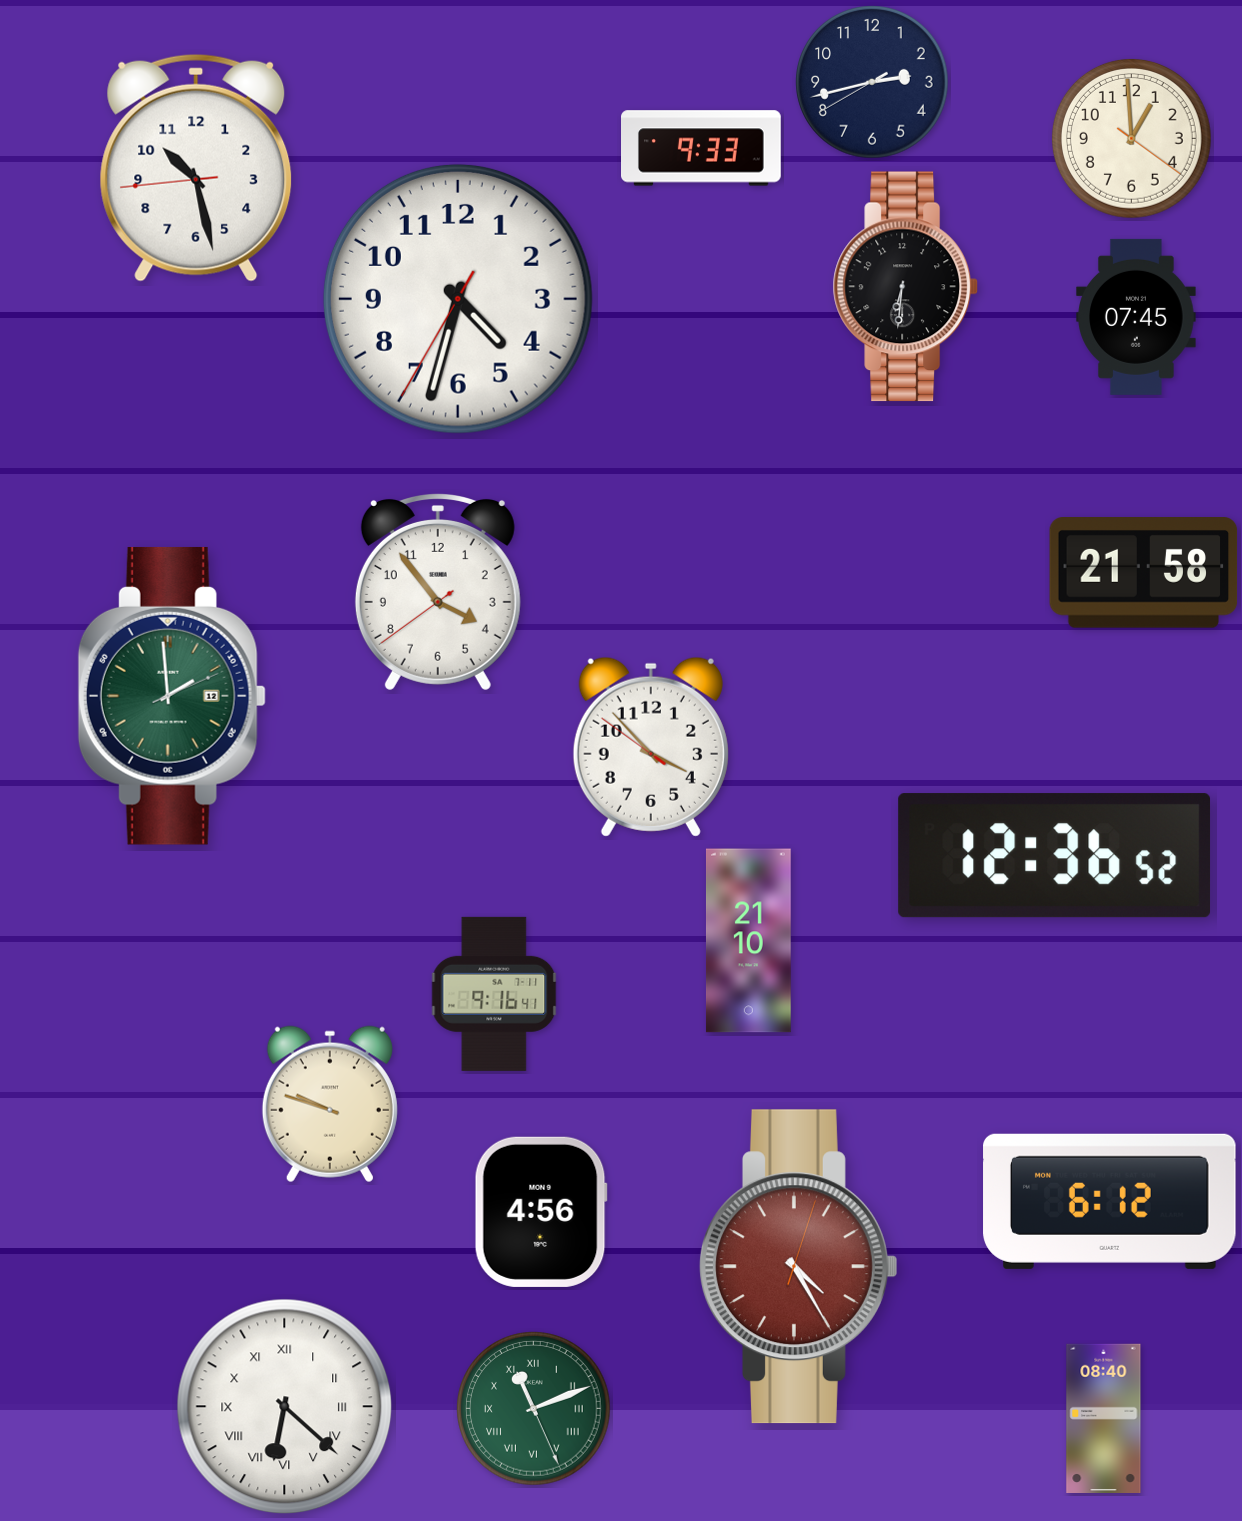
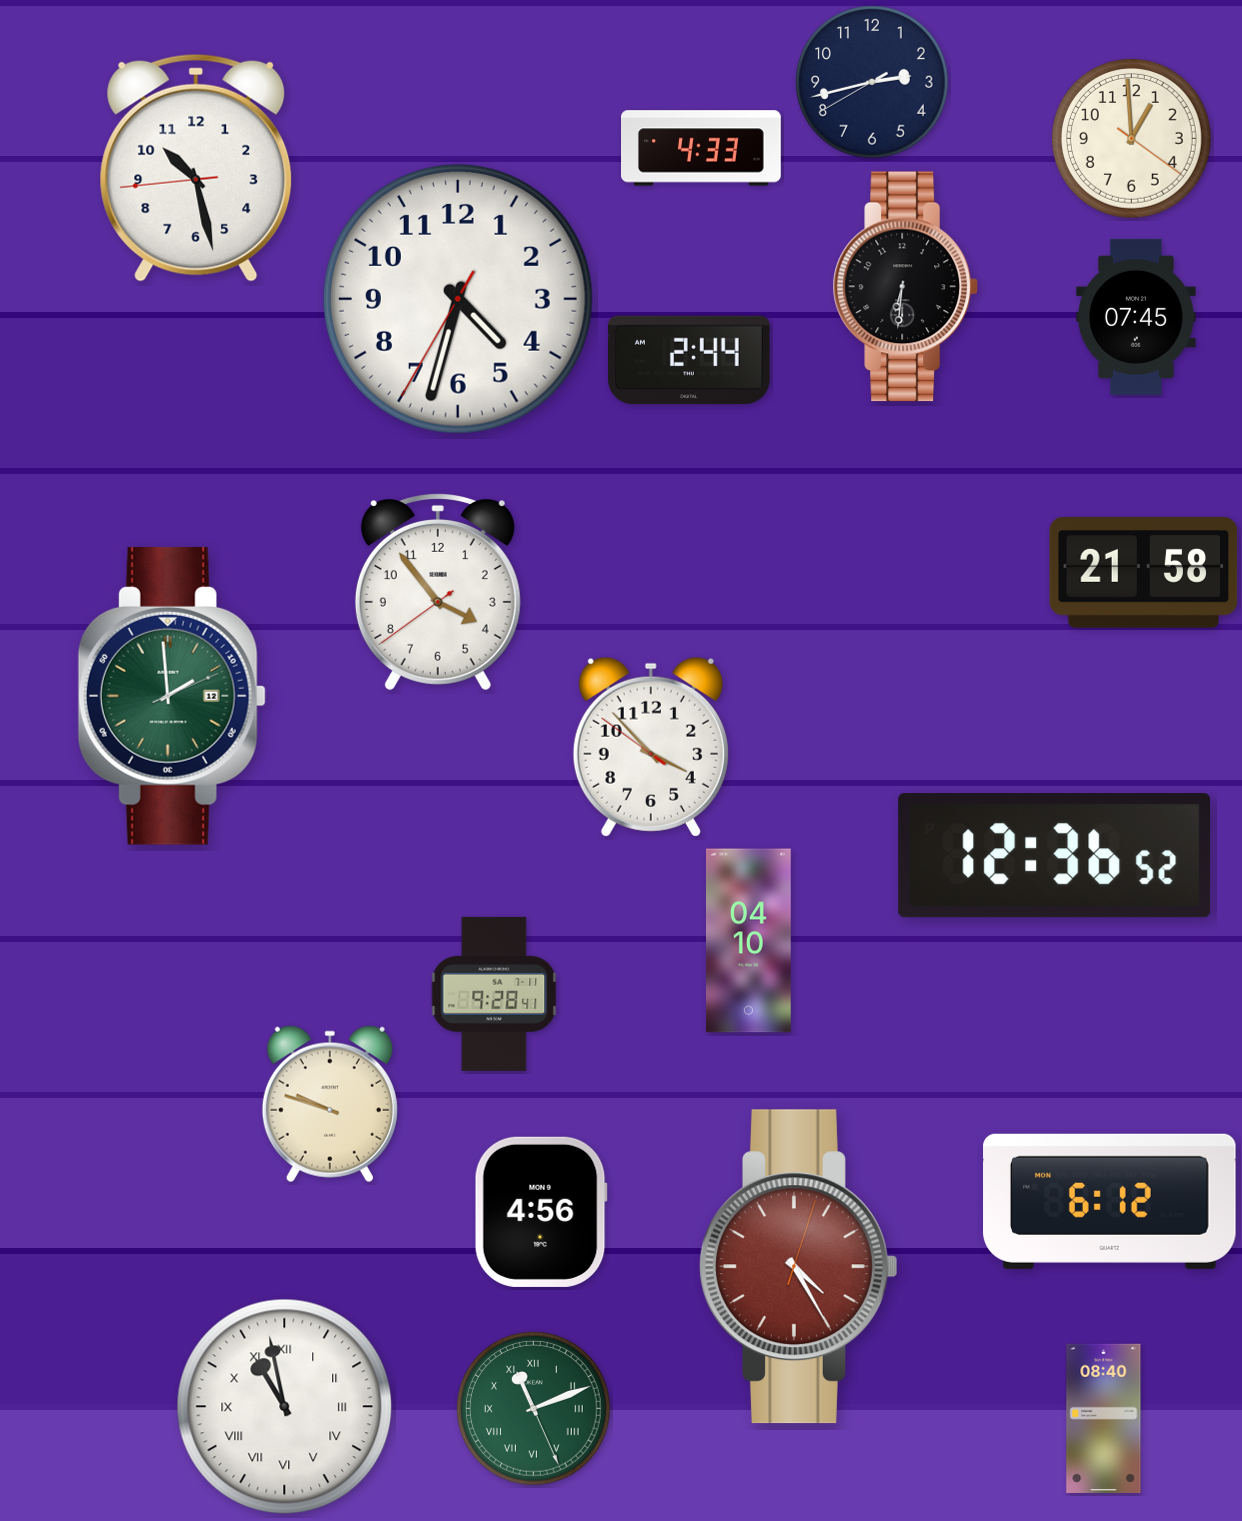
clock at (702, 148): 9:33 -> 4:33
clock at (690, 360): none -> 2:44
clock at (748, 941): 21:10 -> 04:10
clock at (494, 994): 9:16 -> 9:28
clock at (285, 1407): 6:22 -> 10:58
